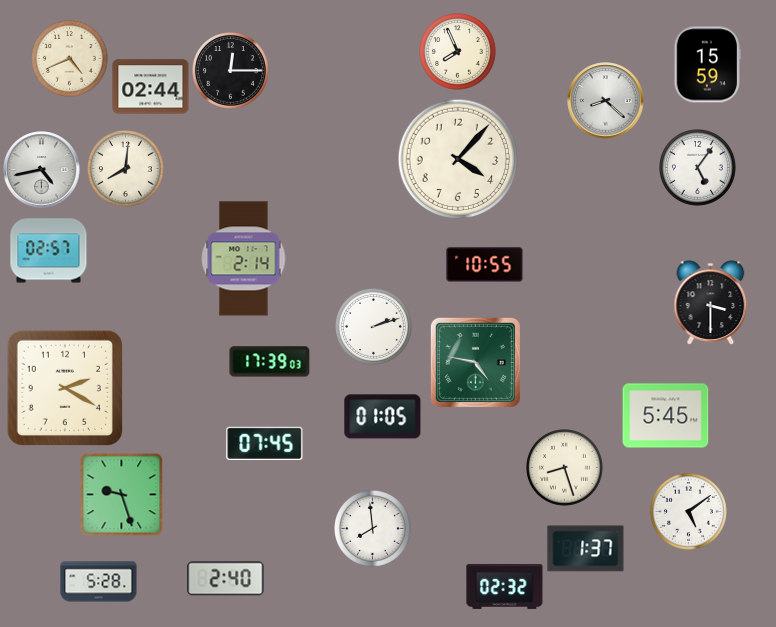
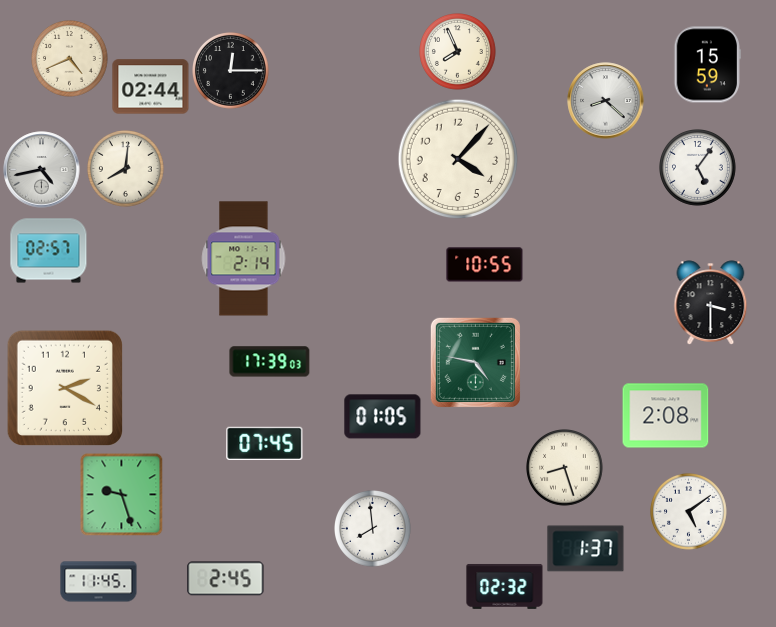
clock at (374, 327): 2:12 -> none
clock at (666, 416): 5:45 -> 2:08
clock at (226, 579): 2:40 -> 2:45
clock at (99, 582): 5:28 -> 11:45
